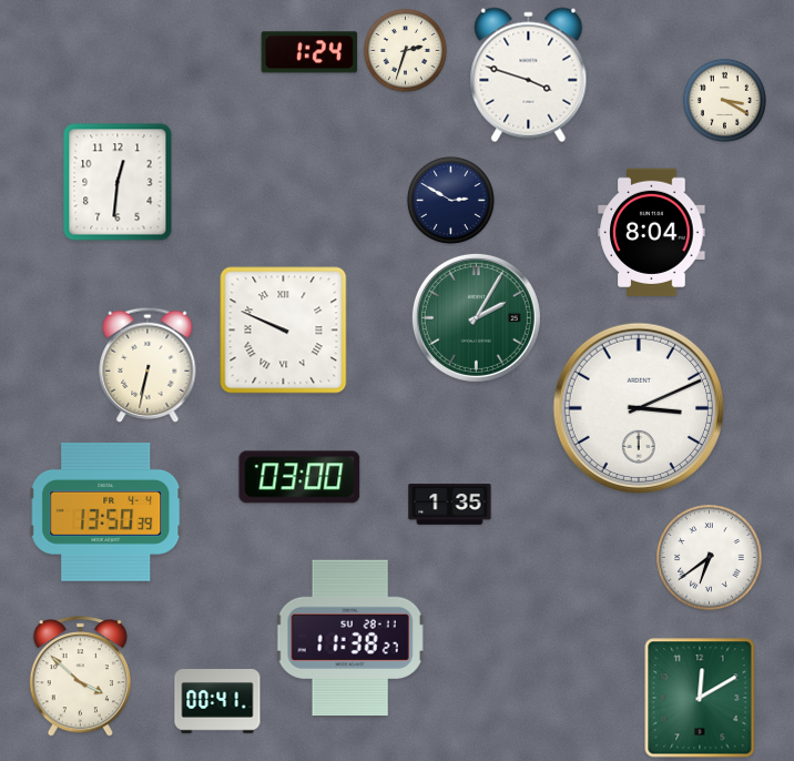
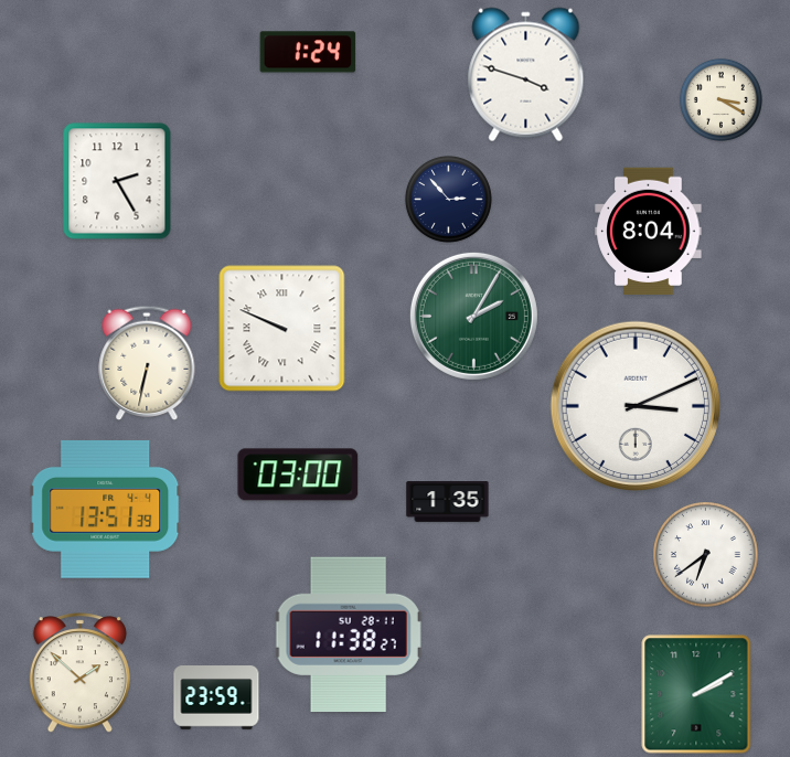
clock at (405, 50): 2:33 -> none
clock at (118, 182): 12:31 -> 2:25
clock at (450, 200): 2:50 -> 2:53
clock at (106, 511): 13:50 -> 13:51
clock at (80, 677): 3:52 -> 1:52
clock at (700, 698): 12:10 -> 2:10
clock at (217, 701): 00:41 -> 23:59
